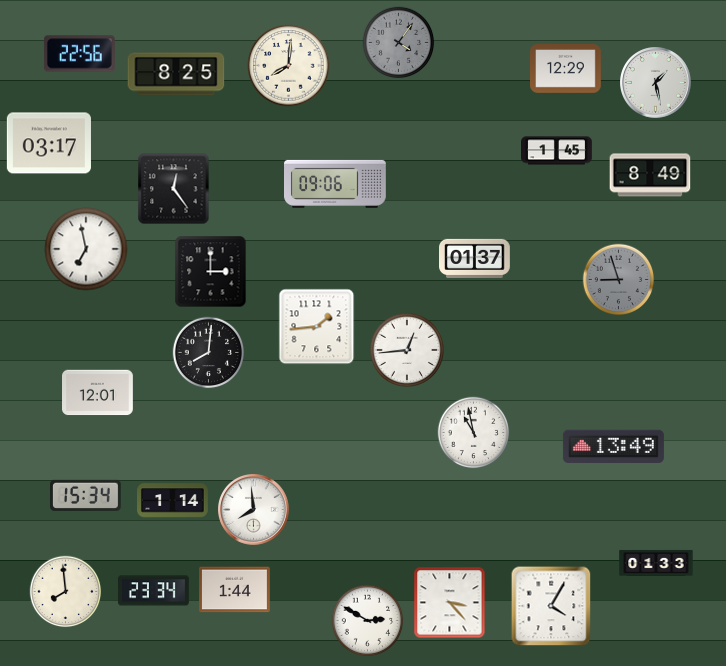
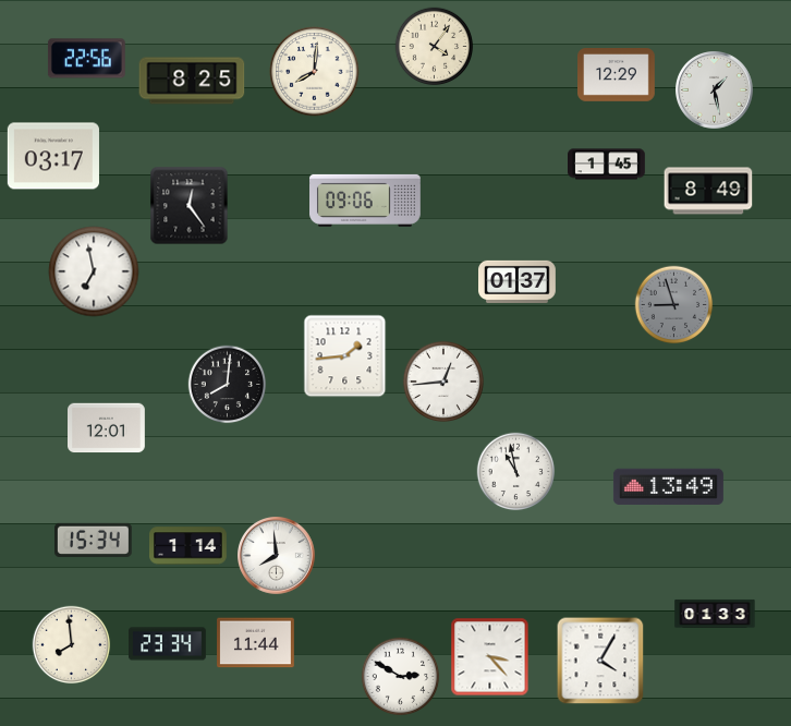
clock at (399, 43) dial: grey -> cream
clock at (211, 272): 3:00 -> none
clock at (235, 590): 1:44 -> 11:44
